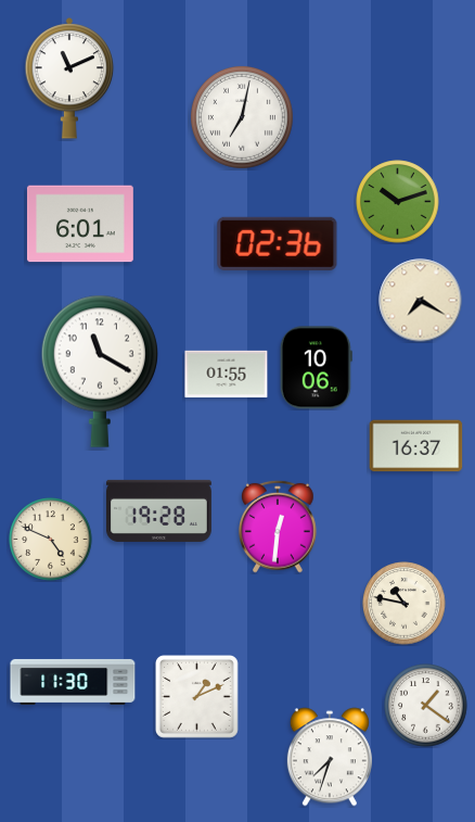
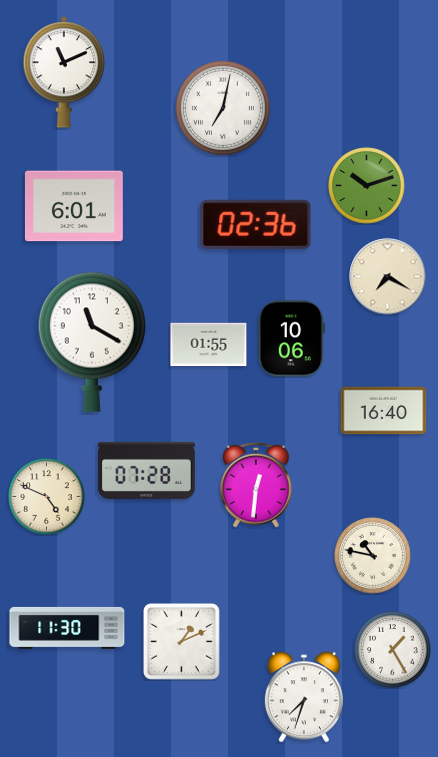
clock at (416, 446): 16:37 -> 16:40
clock at (158, 510): 19:28 -> 07:28
clock at (426, 706): 1:21 -> 1:25
